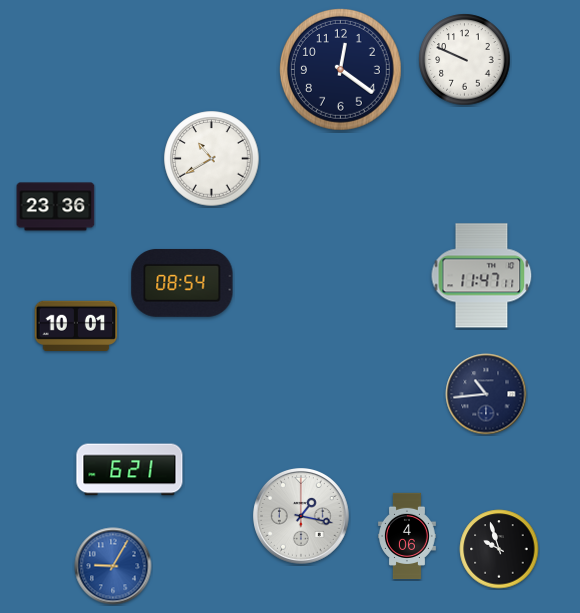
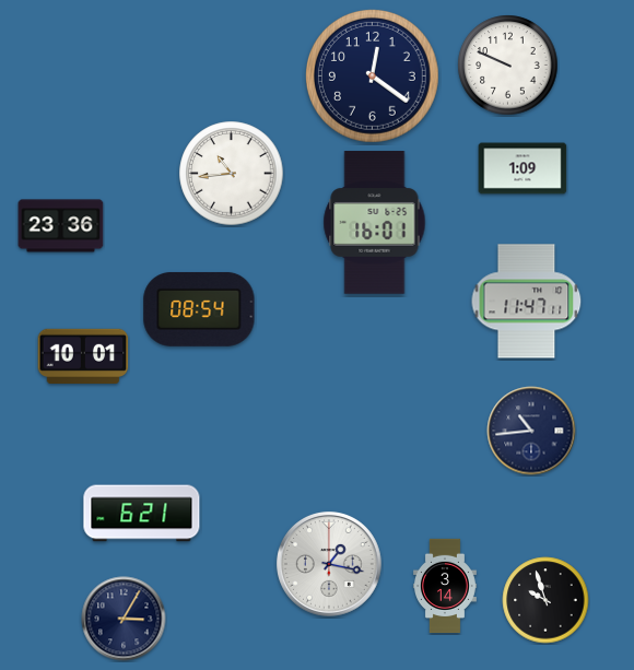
clock at (523, 168): none -> 1:09
clock at (212, 159): 10:40 -> 10:44
clock at (375, 223): none -> 16:01
clock at (408, 536): 4:06 -> 3:14
clock at (113, 566): 9:05 -> 3:05
clock at (113, 566) dial: blue -> navy
